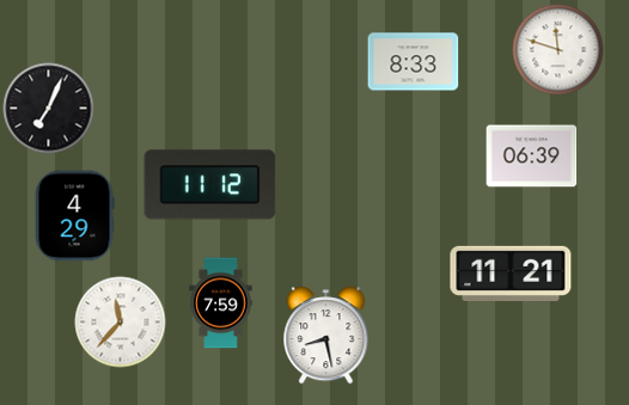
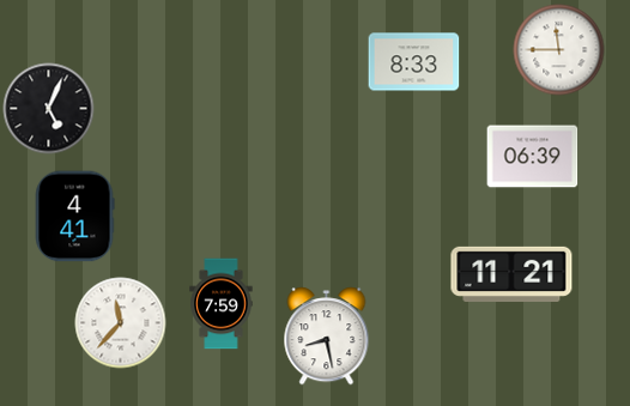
clock at (558, 50): 11:48 -> 11:45
clock at (49, 109): 7:04 -> 5:04
clock at (210, 185): 11:12 -> none
clock at (74, 216): 4:29 -> 4:41
